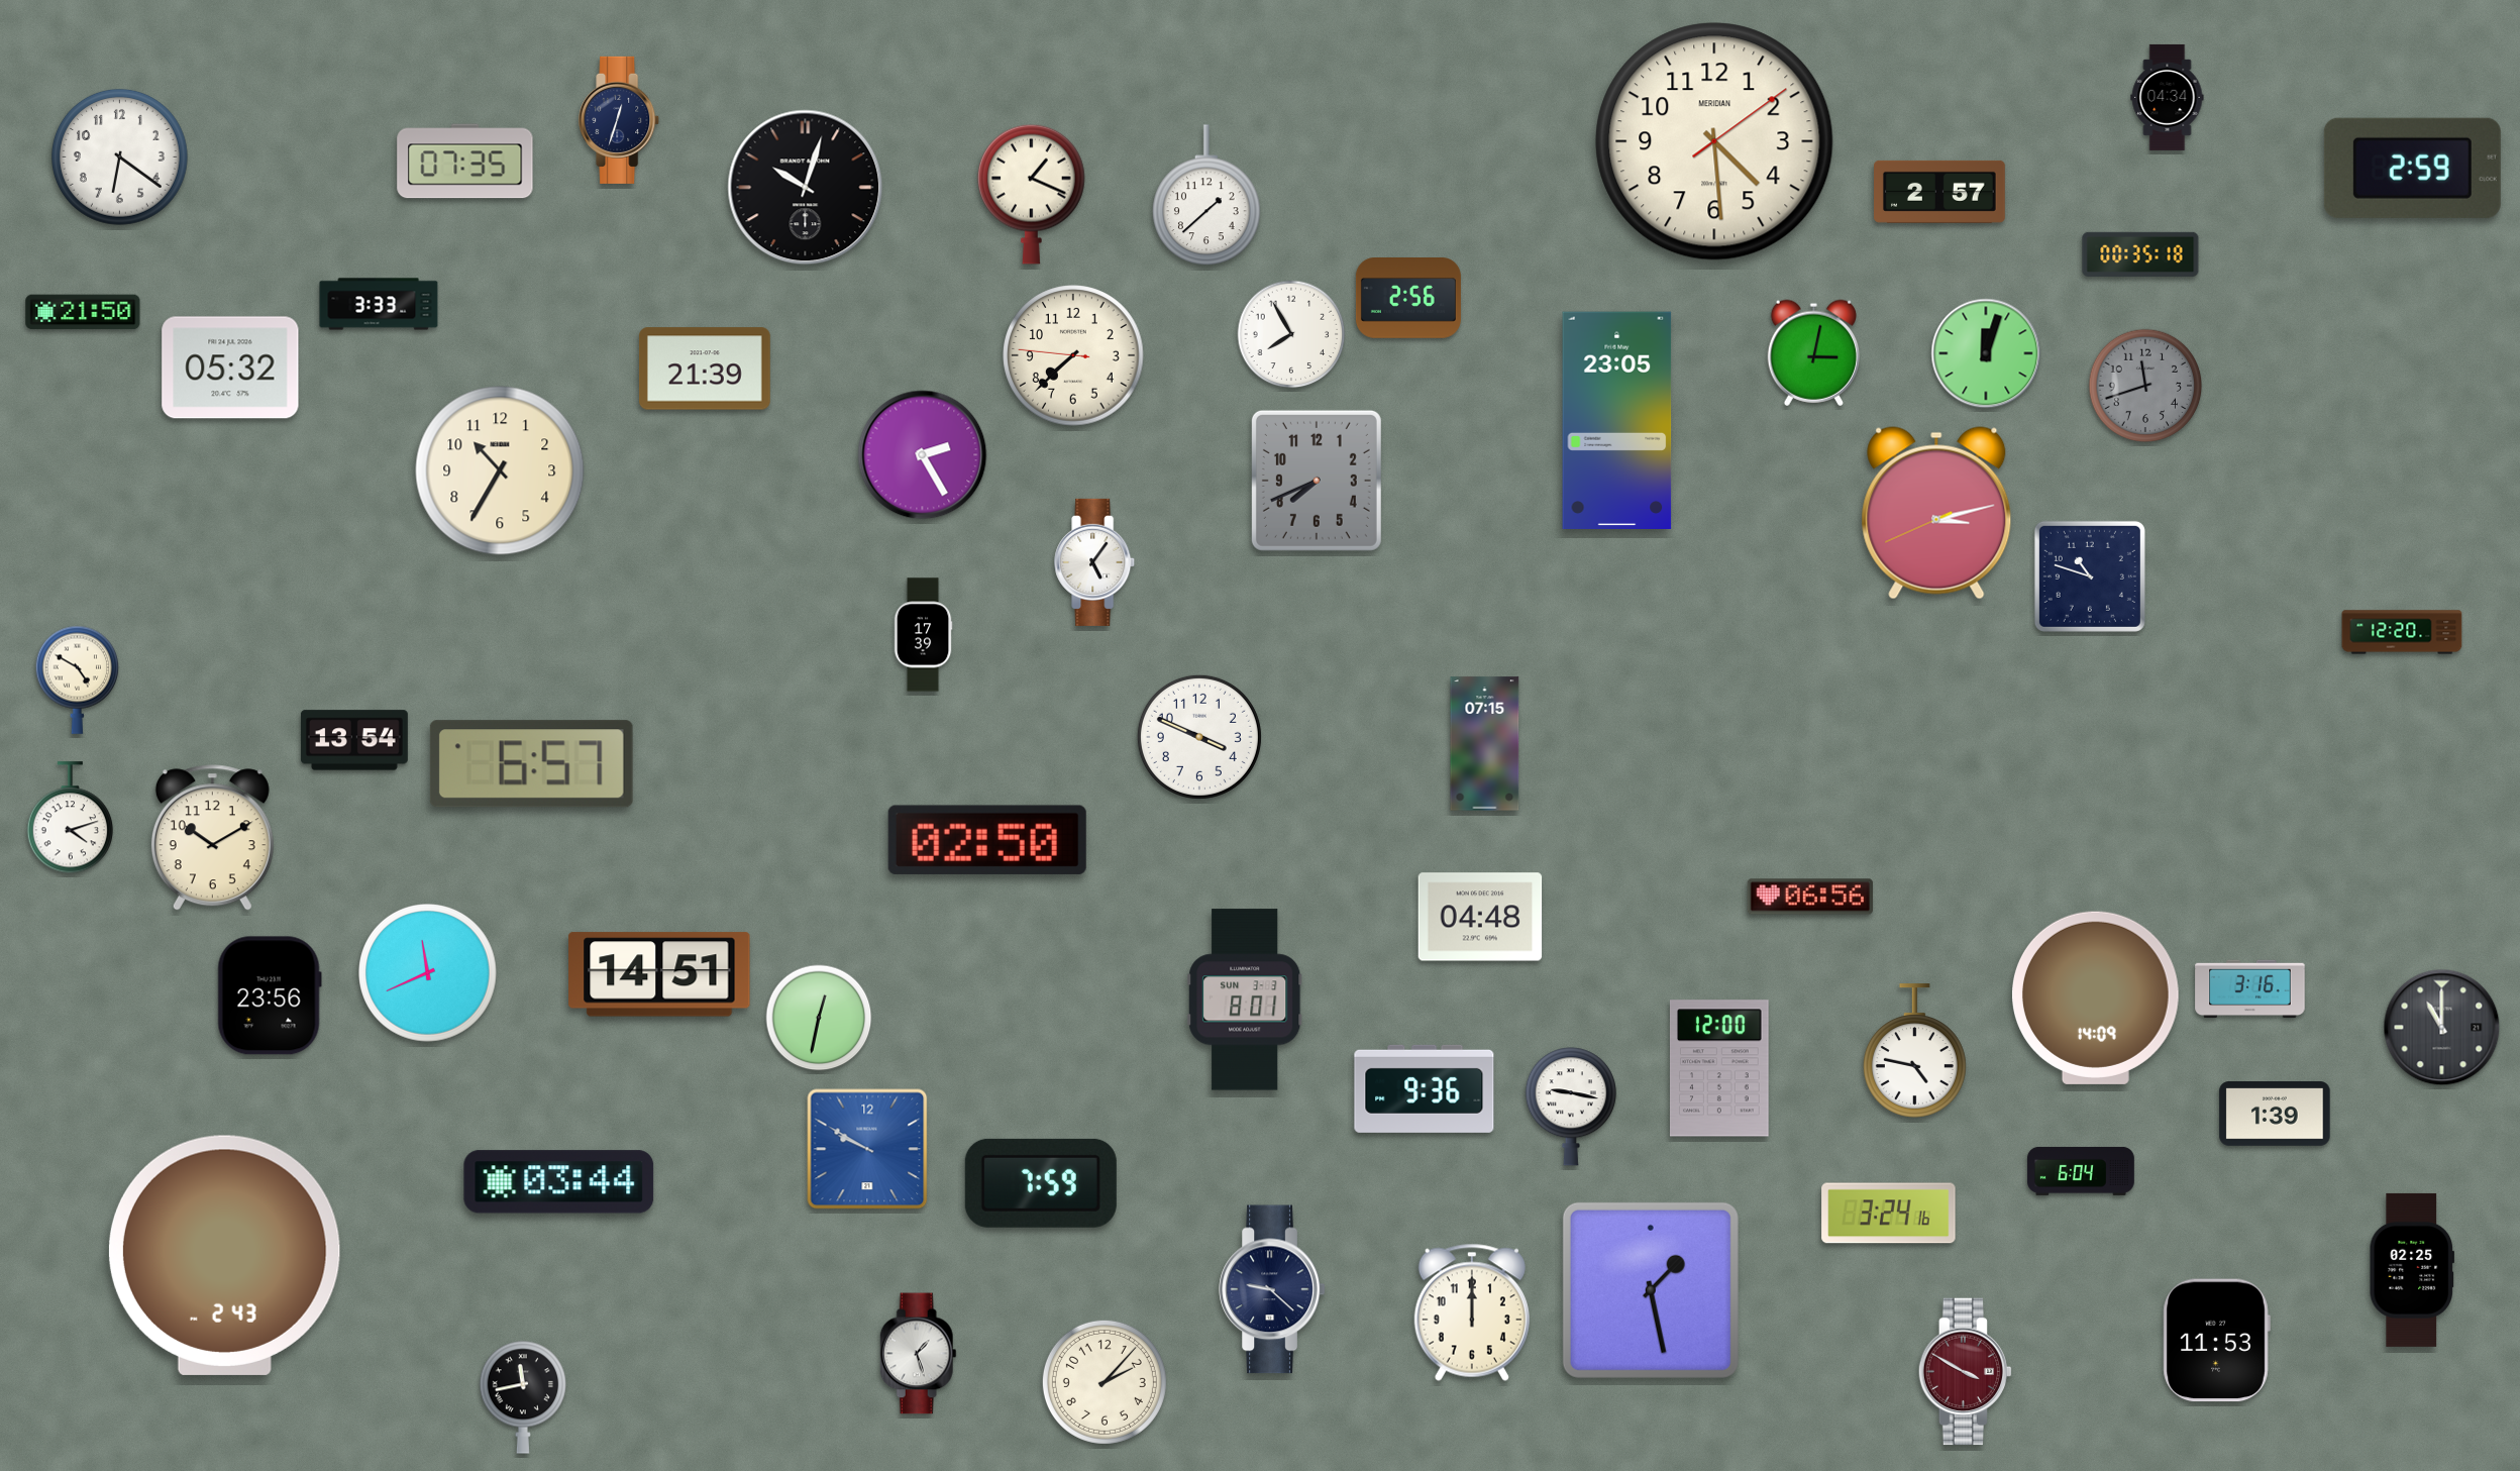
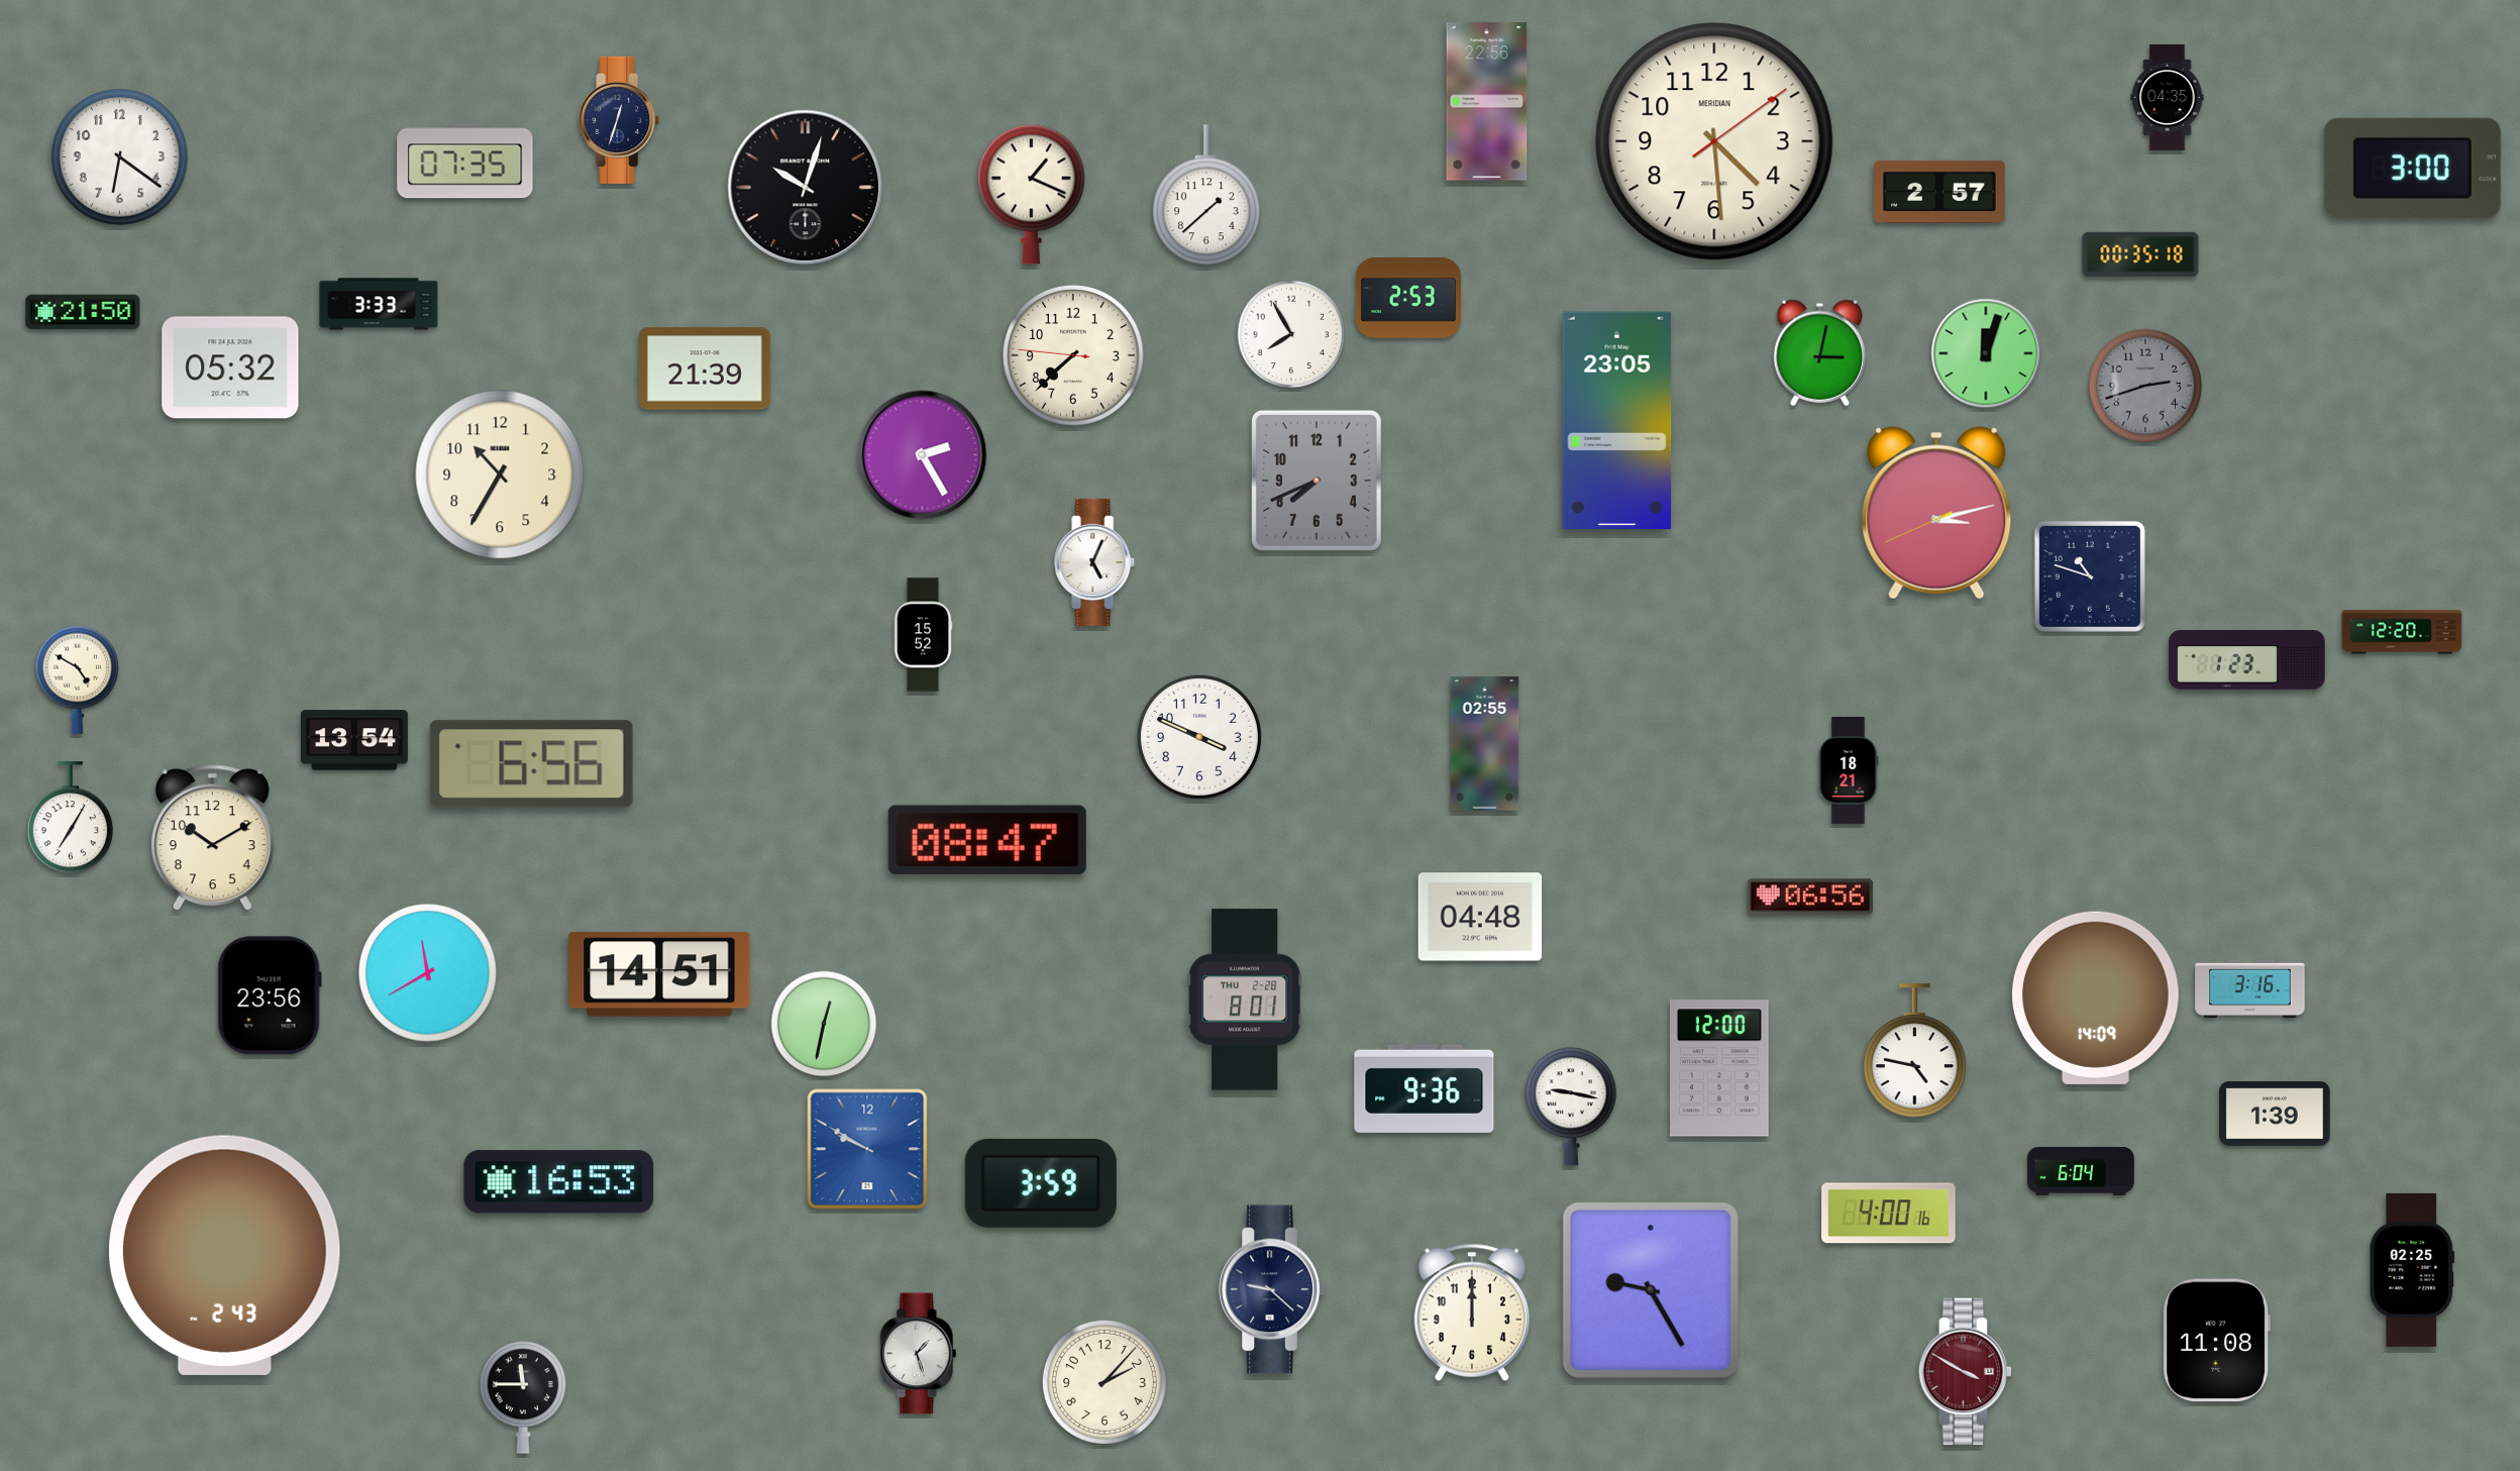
clock at (2168, 97): 04:34 -> 04:35
clock at (1487, 102): none -> 22:56
clock at (2412, 168): 2:59 -> 3:00
clock at (1408, 298): 2:56 -> 2:53
clock at (1813, 352) position: (1813, 352) -> (1819, 352)
clock at (2145, 386): 11:42 -> 2:42
clock at (500, 470) position: (500, 470) -> (500, 475)
clock at (1095, 562): 5:06 -> 5:04
clock at (923, 635): 17:39 -> 15:52
clock at (2247, 660): none -> 1:23
clock at (1485, 744): 07:15 -> 02:55
clock at (531, 764): 6:57 -> 6:56
clock at (1849, 770): none -> 18:21
clock at (70, 818): 4:12 -> 7:05
clock at (987, 840): 02:50 -> 08:47
clock at (428, 973): 11:41 -> 11:40
clock at (1245, 1000) date: SUN 3-3 -> THU 2-28
clock at (819, 1018) position: (819, 1018) -> (824, 1024)
clock at (2442, 1028): 11:00 -> none
clock at (559, 1182): 03:44 -> 16:53
clock at (1041, 1183): 7:59 -> 3:59
clock at (1889, 1214): 3:24 -> 4:00
clock at (1651, 1290): 1:28 -> 9:25
clock at (2216, 1341): 11:53 -> 11:08
clock at (522, 1397): 11:43 -> 11:45
